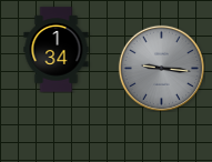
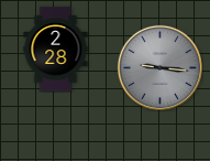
clock at (57, 50): 1:34 -> 2:28
